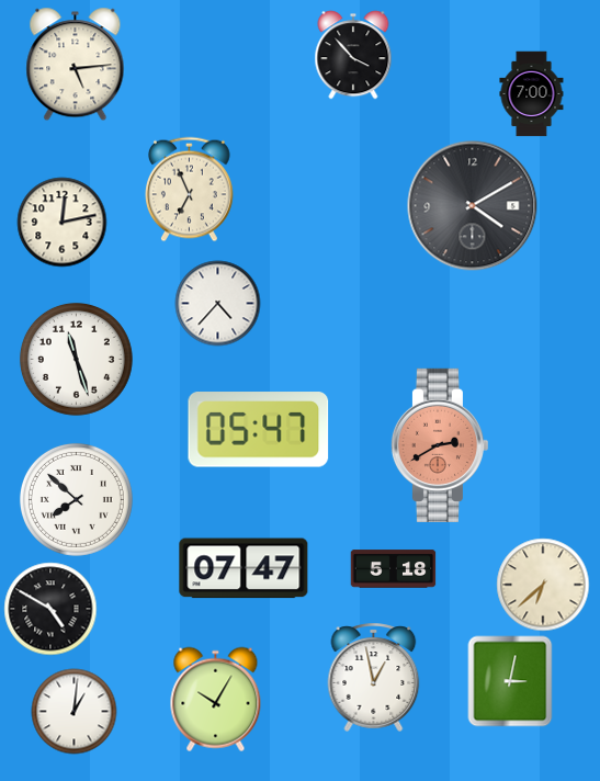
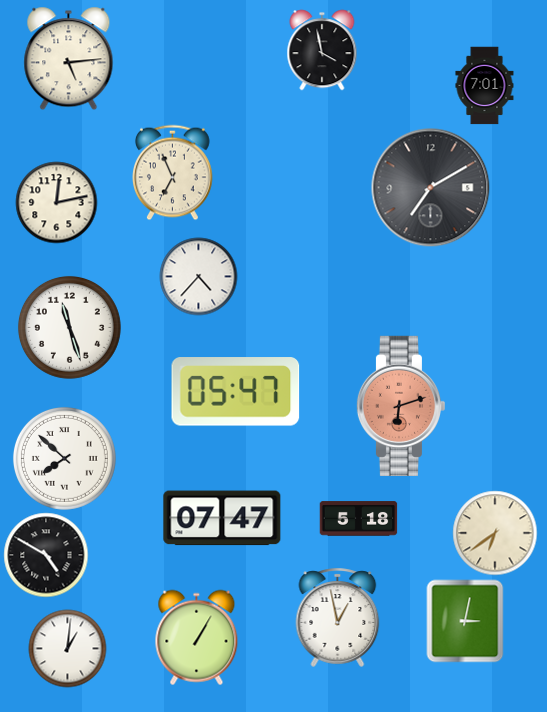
clock at (353, 55): 3:53 -> 3:58
clock at (532, 93): 7:00 -> 7:01
clock at (473, 206): 4:10 -> 7:10
clock at (439, 445): 2:40 -> 6:12
clock at (76, 499) position: (76, 499) -> (64, 458)
clock at (543, 585): 6:38 -> 6:39
clock at (374, 677) position: (374, 677) -> (338, 617)
clock at (216, 699): 10:05 -> 1:05
